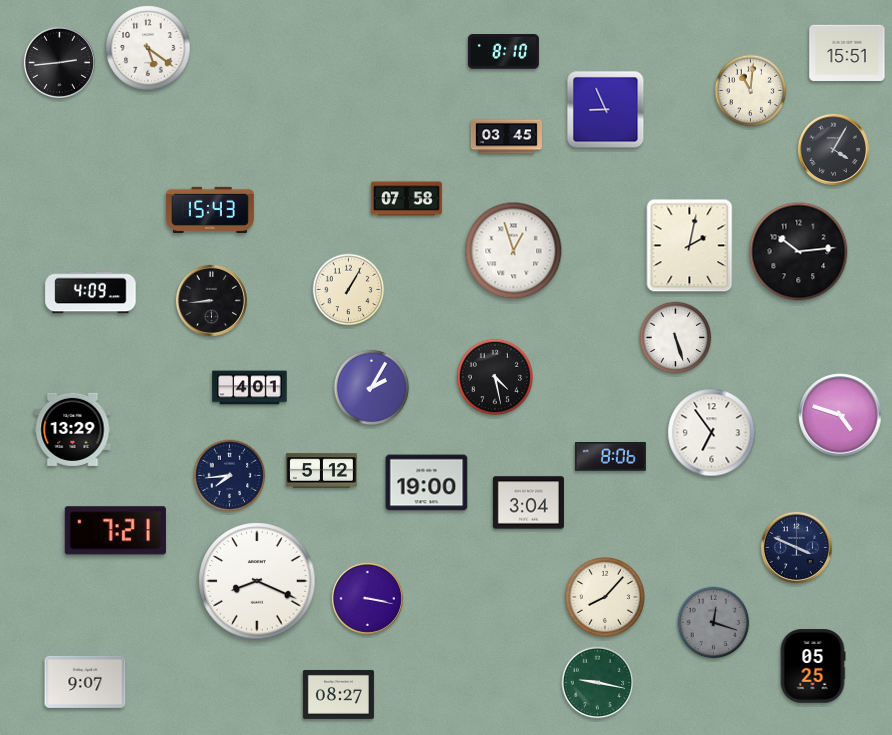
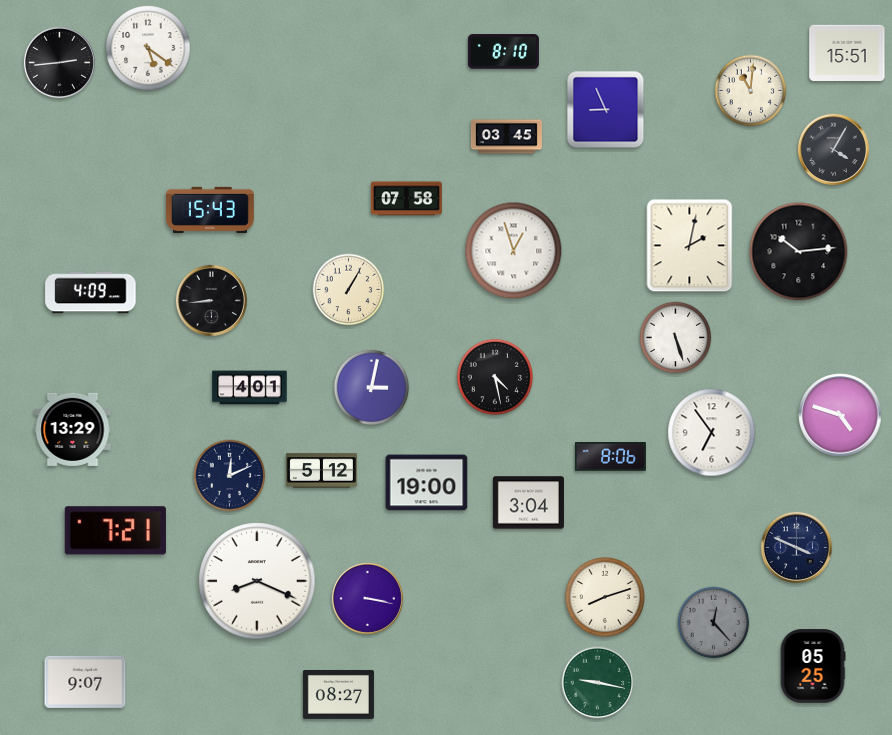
clock at (372, 388): 2:05 -> 3:02
clock at (230, 476): 7:44 -> 12:11
clock at (605, 597): 8:07 -> 8:12
clock at (714, 623): 12:18 -> 12:23
